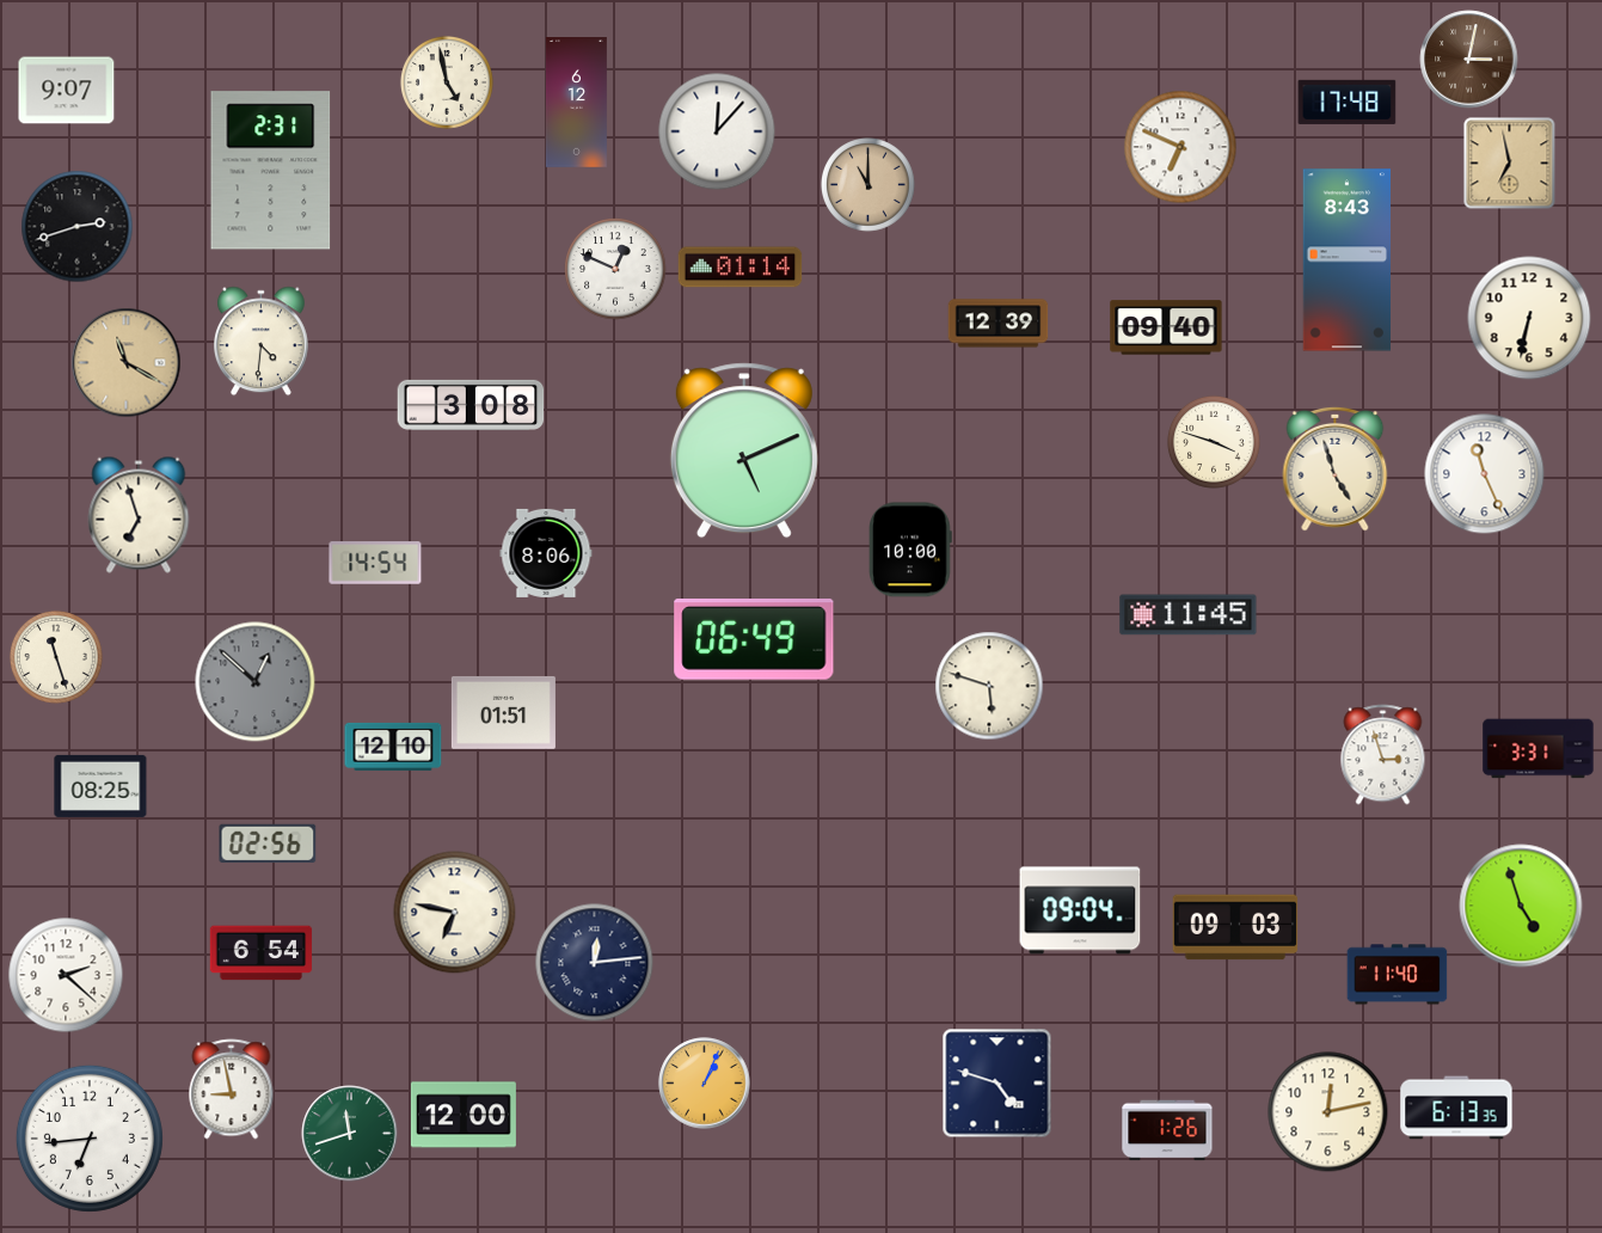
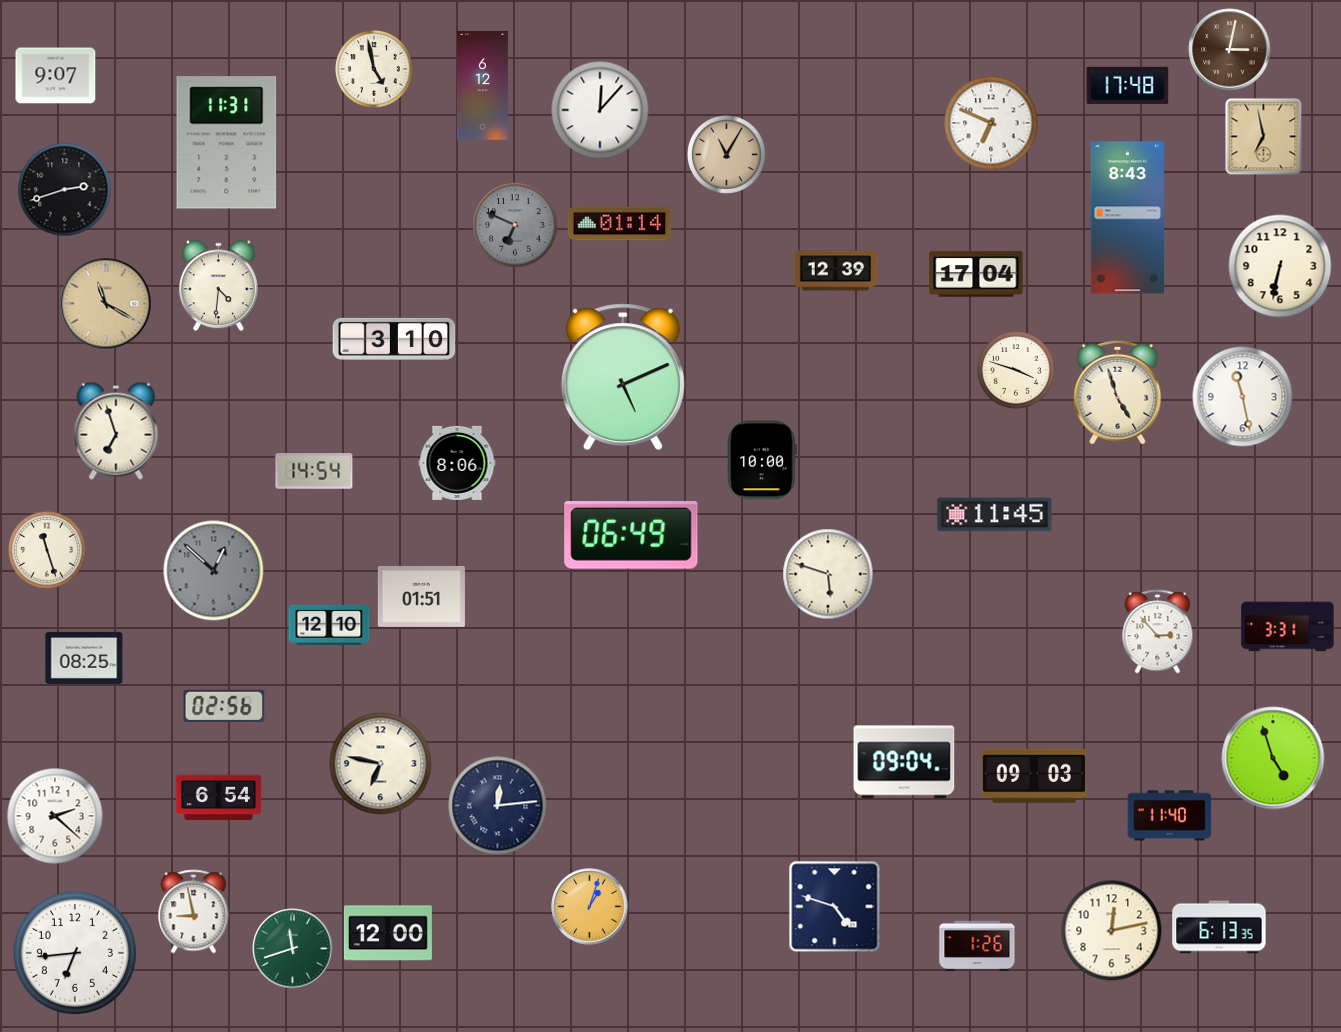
clock at (1180, 147) position: (1180, 147) -> (991, 123)
clock at (271, 171): 2:31 -> 11:31
clock at (868, 185): 11:00 -> 11:05
clock at (615, 269): 12:49 -> 6:49
clock at (615, 269) dial: white -> grey
clock at (1166, 327): 09:40 -> 17:04
clock at (471, 405): 3:08 -> 3:10
clock at (1485, 474): 11:26 -> 11:28
clock at (1383, 755): 2:57 -> 2:53
clock at (705, 1084): 1:04 -> 1:03
